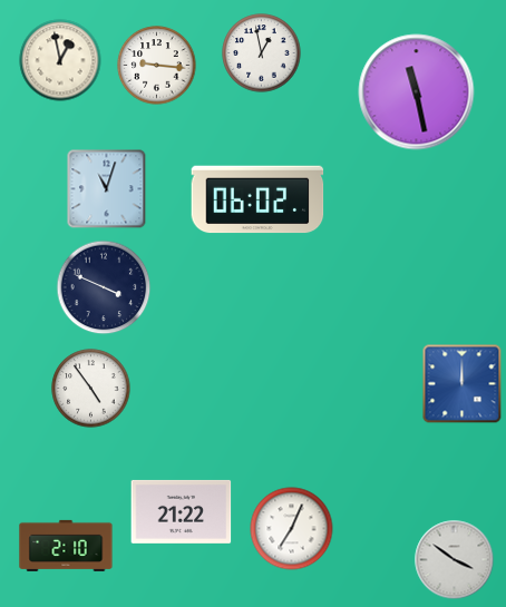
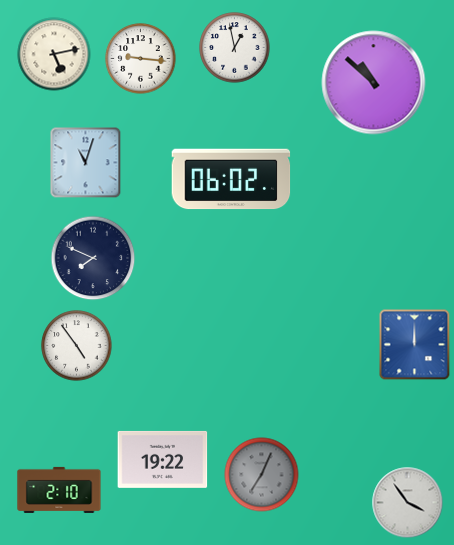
clock at (60, 60): 12:58 -> 5:13
clock at (417, 92): 11:28 -> 10:52
clock at (107, 189) position: (107, 189) -> (86, 163)
clock at (104, 287): 3:49 -> 7:49
clock at (91, 389) position: (91, 389) -> (77, 346)
clock at (182, 511): 21:22 -> 19:22
clock at (292, 529) dial: white -> grey
clock at (455, 560): 3:51 -> 3:54
